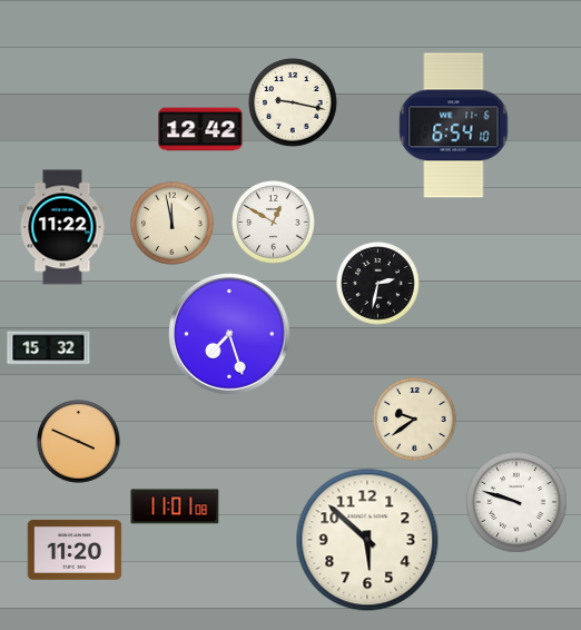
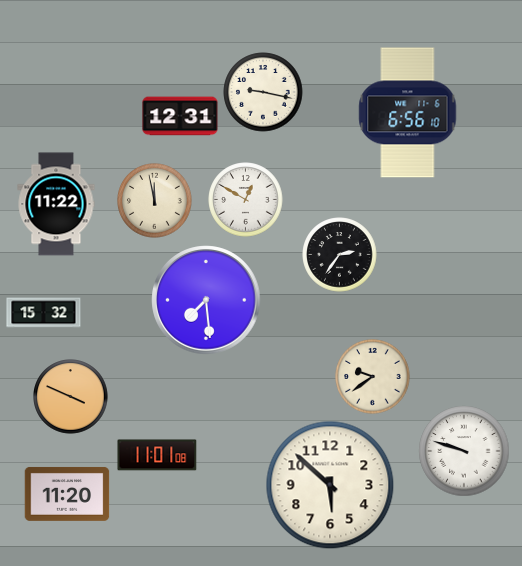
clock at (454, 126): 6:54 -> 6:56
clock at (200, 129): 12:42 -> 12:31
clock at (378, 284): 2:32 -> 2:36
clock at (229, 334): 7:27 -> 7:29
